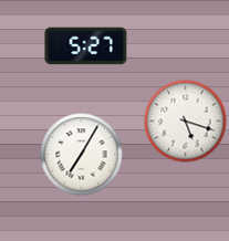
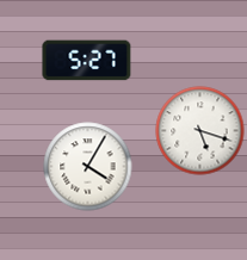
clock at (86, 46) position: (86, 46) -> (87, 61)
clock at (82, 155): 7:05 -> 4:05
